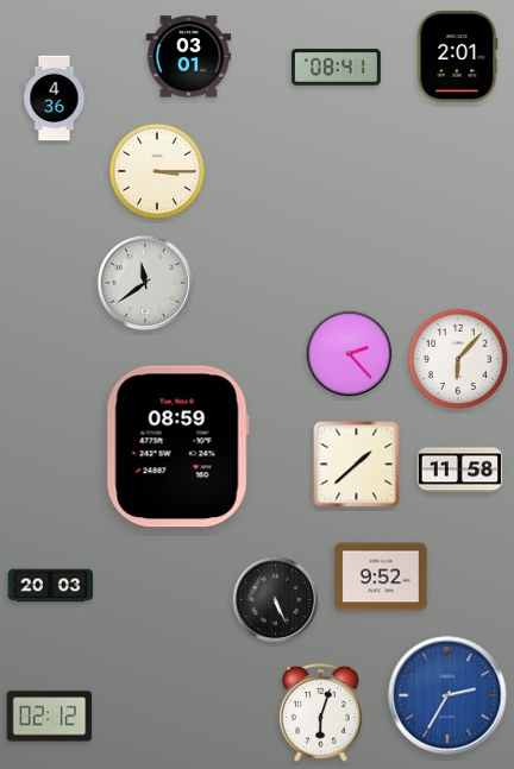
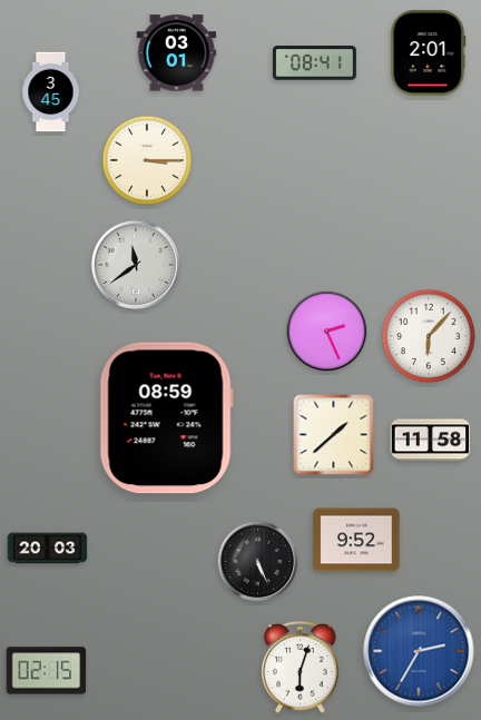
clock at (55, 99): 4:36 -> 3:45
clock at (350, 354): 2:23 -> 2:26
clock at (50, 717): 02:12 -> 02:15
